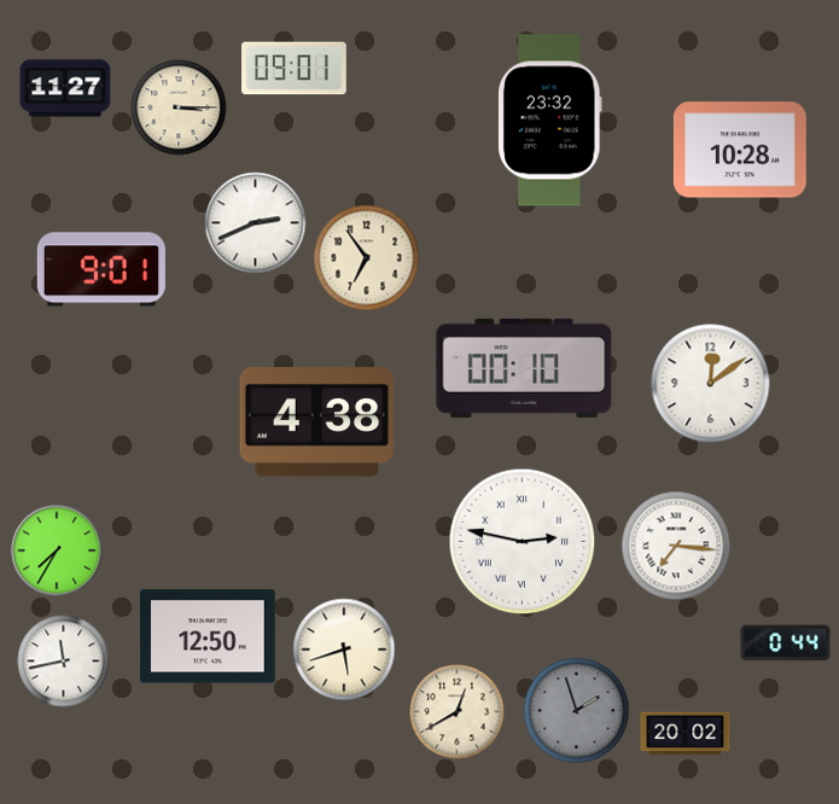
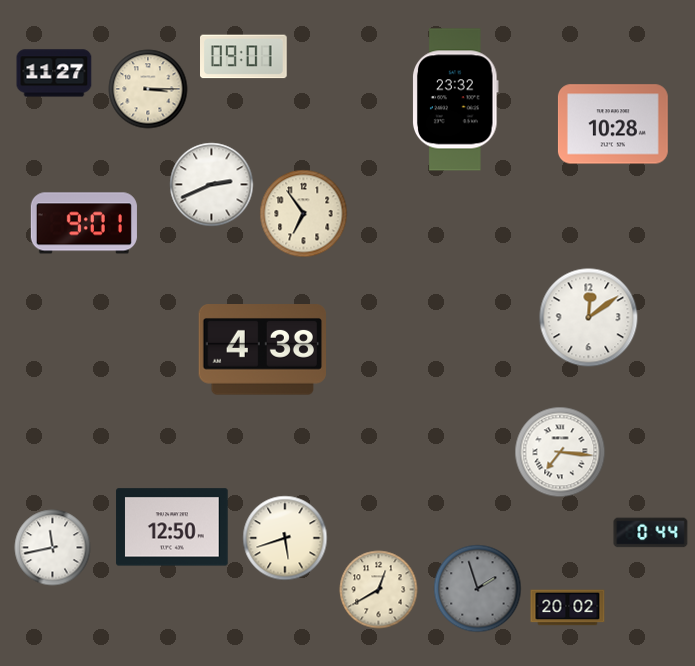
clock at (524, 368): 00:10 -> none
clock at (523, 542): 2:47 -> none
clock at (57, 550): 7:35 -> none
